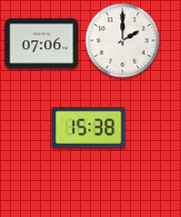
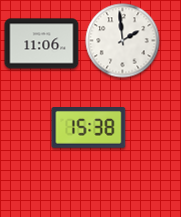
clock at (123, 41): 2:00 -> 1:59
clock at (42, 44): 07:06 -> 11:06
